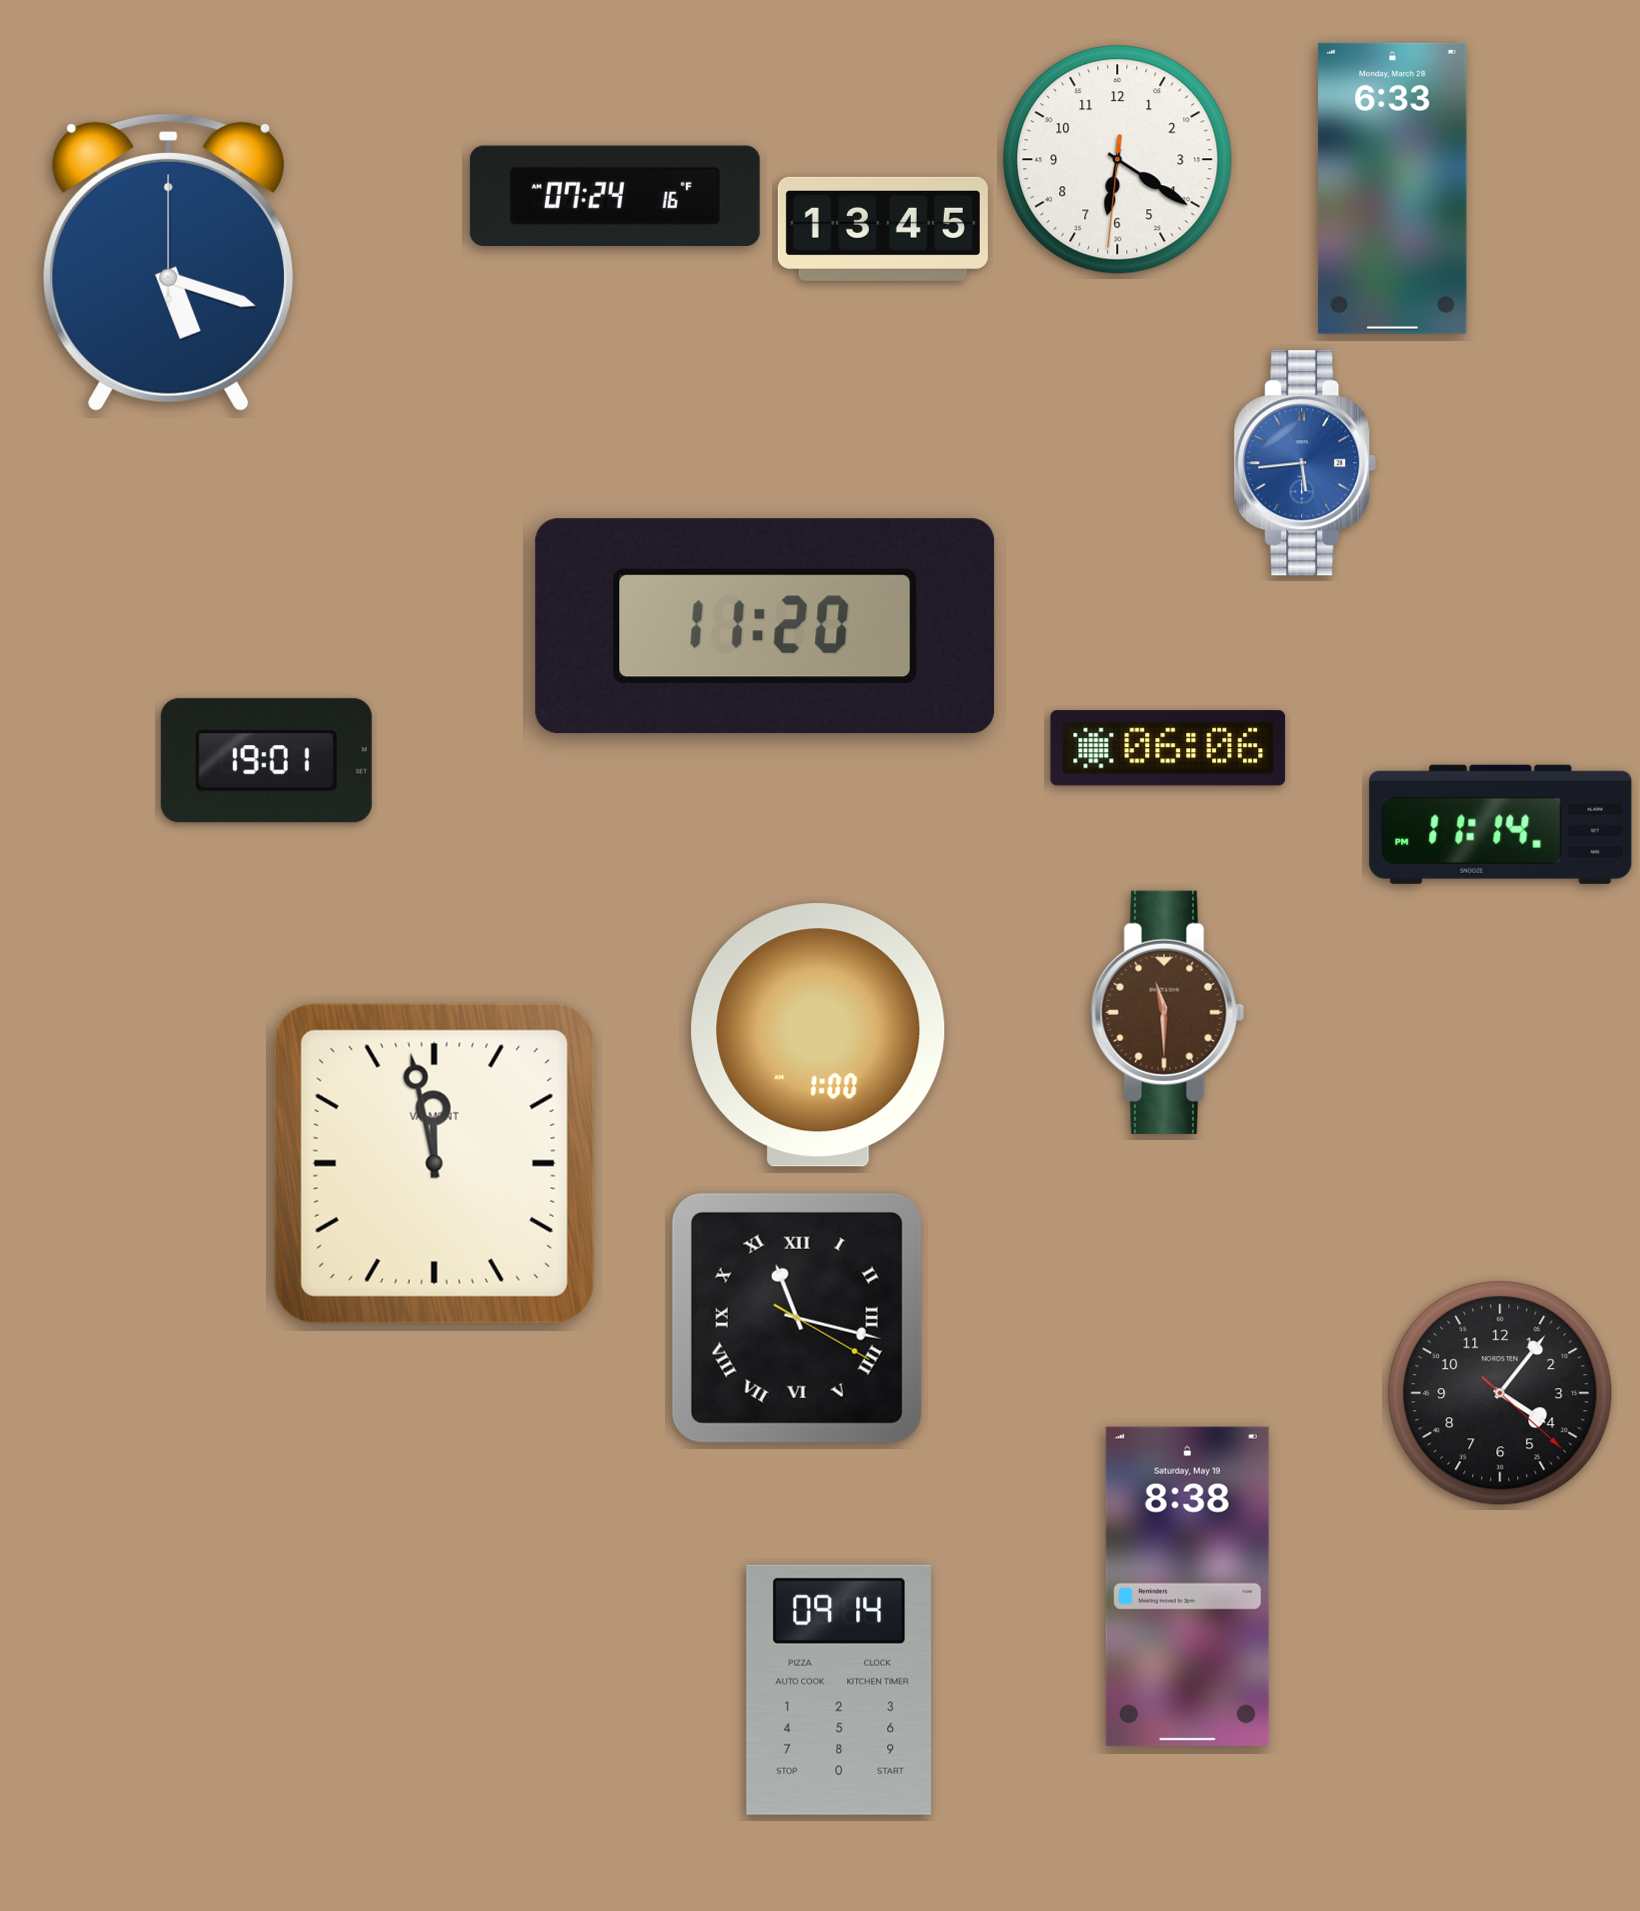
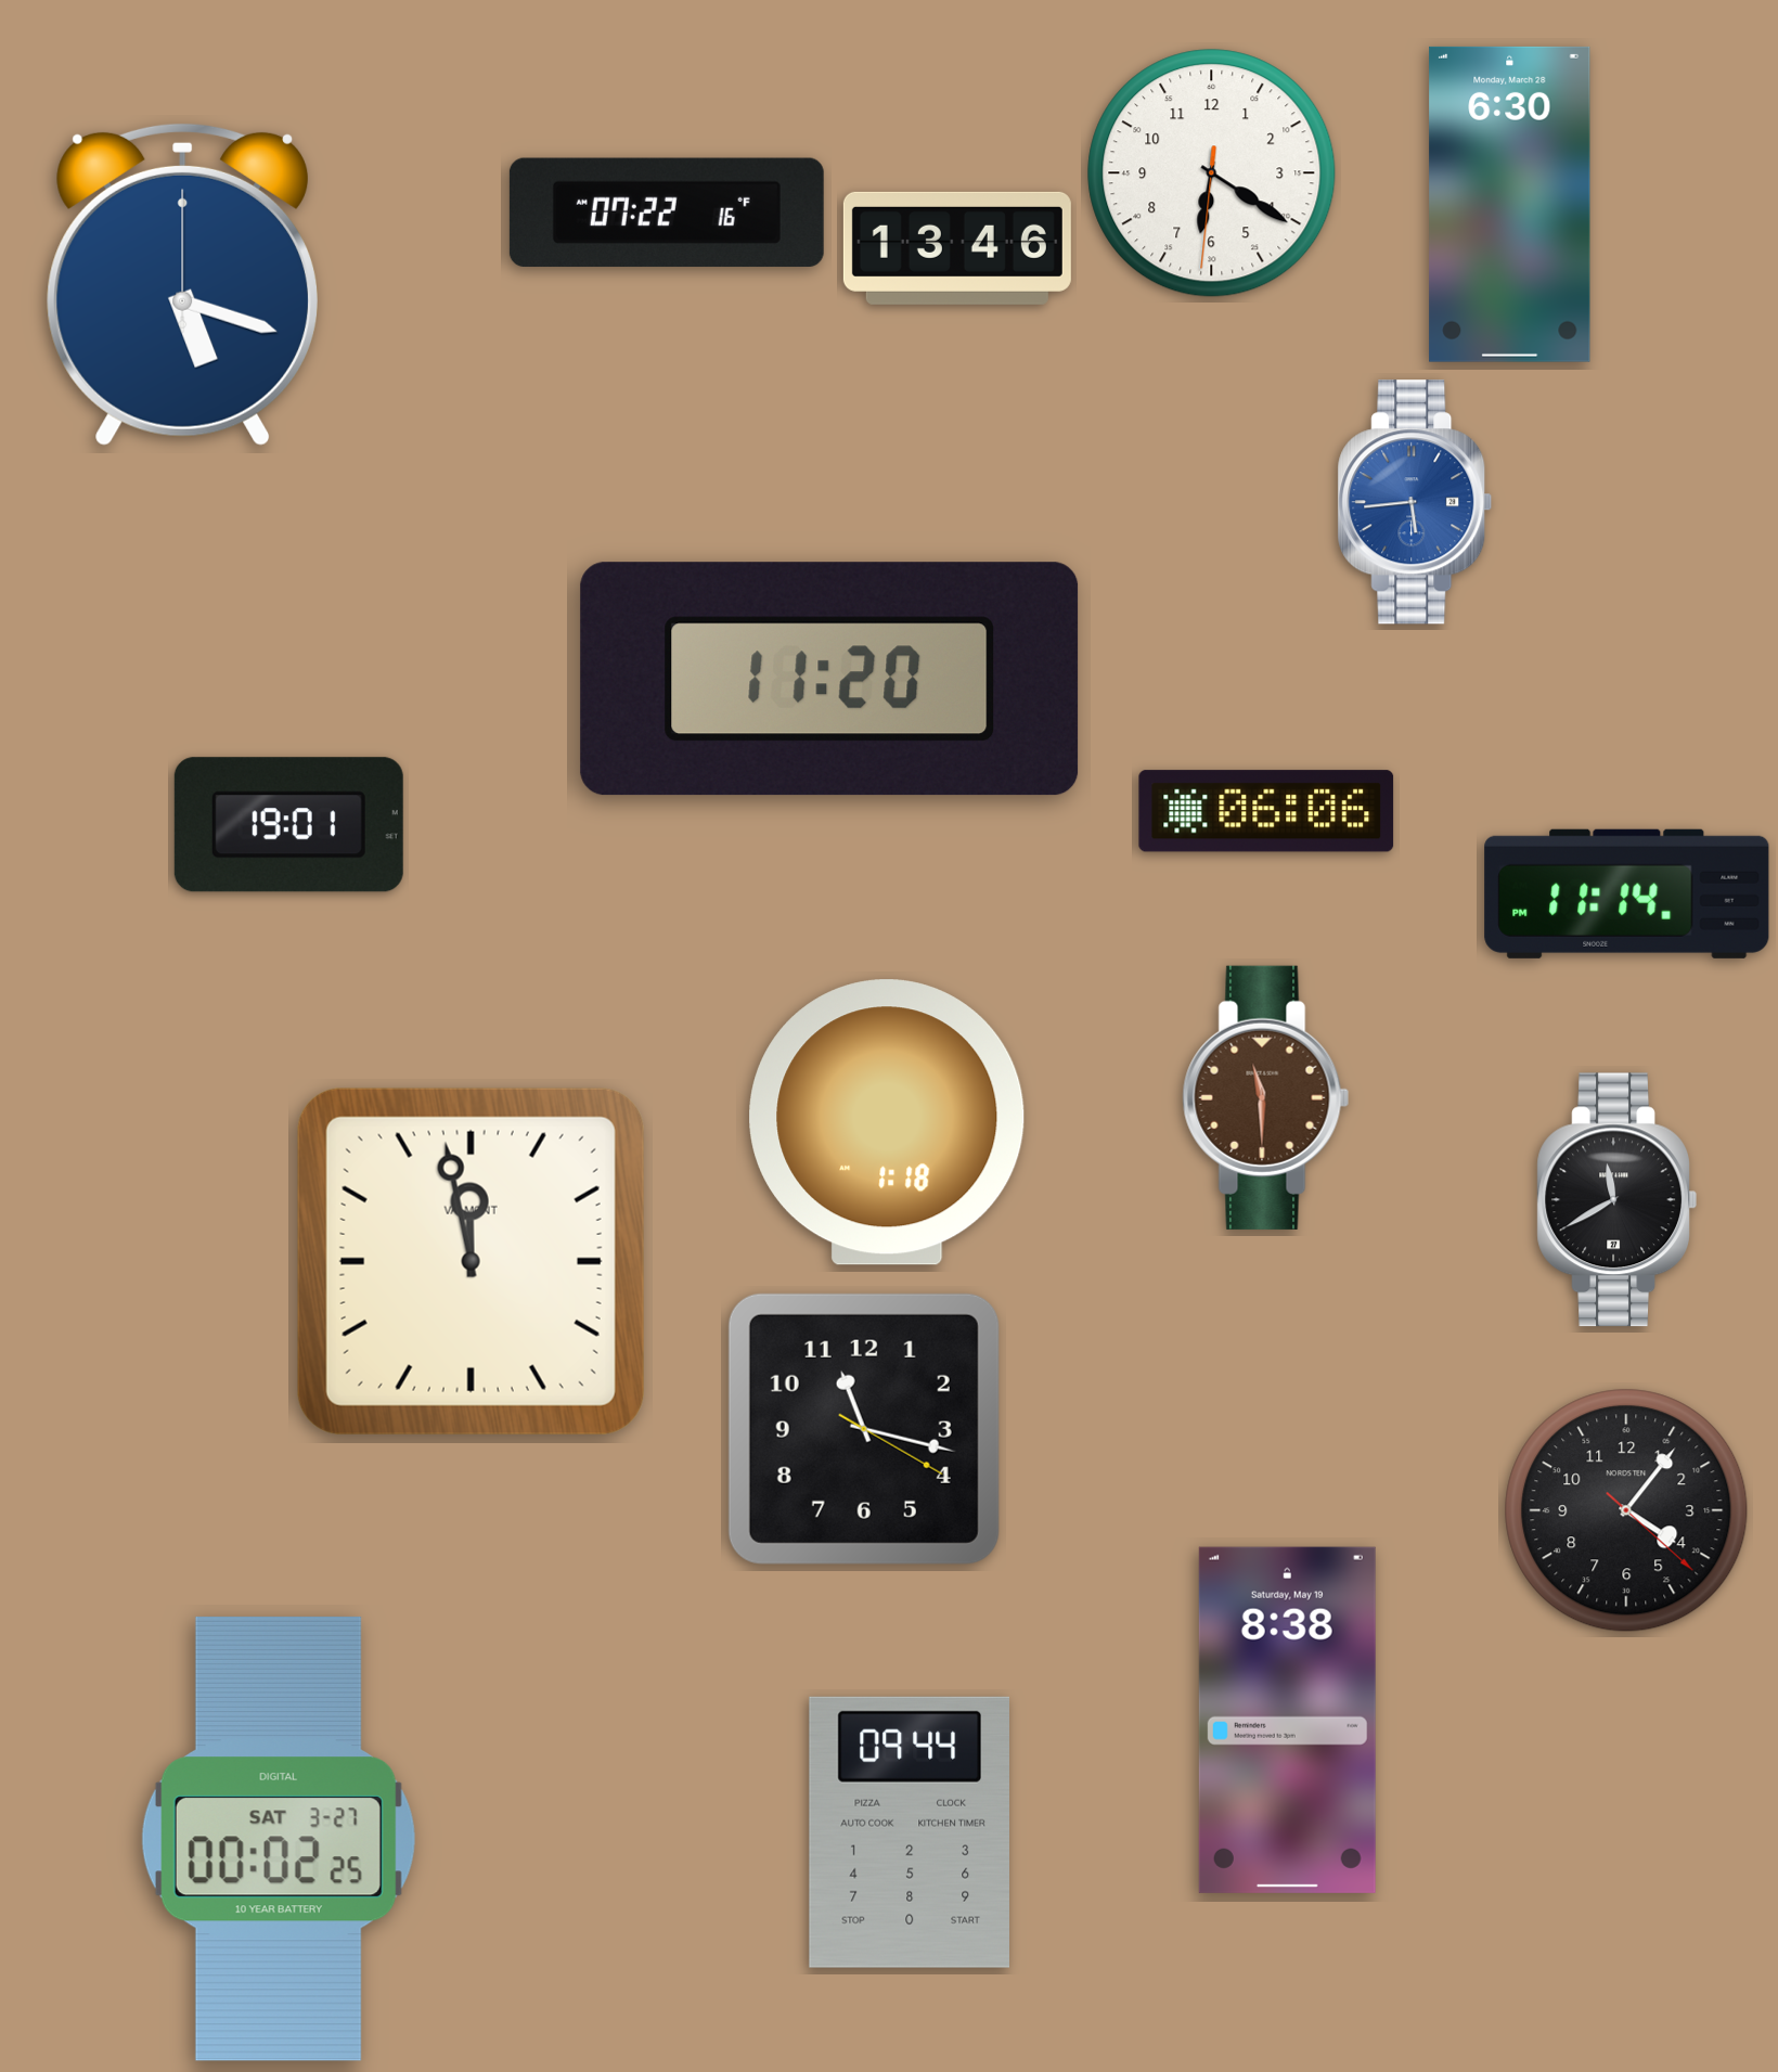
clock at (1393, 188): 6:33 -> 6:30
clock at (615, 196): 07:24 -> 07:22
clock at (883, 229): 13:45 -> 13:46
clock at (818, 1035): 1:00 -> 1:18
clock at (1616, 1200): none -> 11:40
clock at (797, 1318) numerals: Roman -> Arabic
clock at (839, 1690): 09:14 -> 09:44
clock at (279, 1839): none -> 00:02
